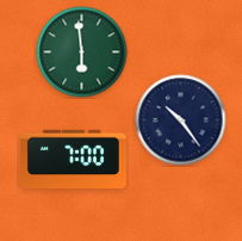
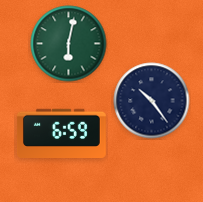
clock at (82, 52): 5:59 -> 6:02
clock at (73, 159): 7:00 -> 6:59
